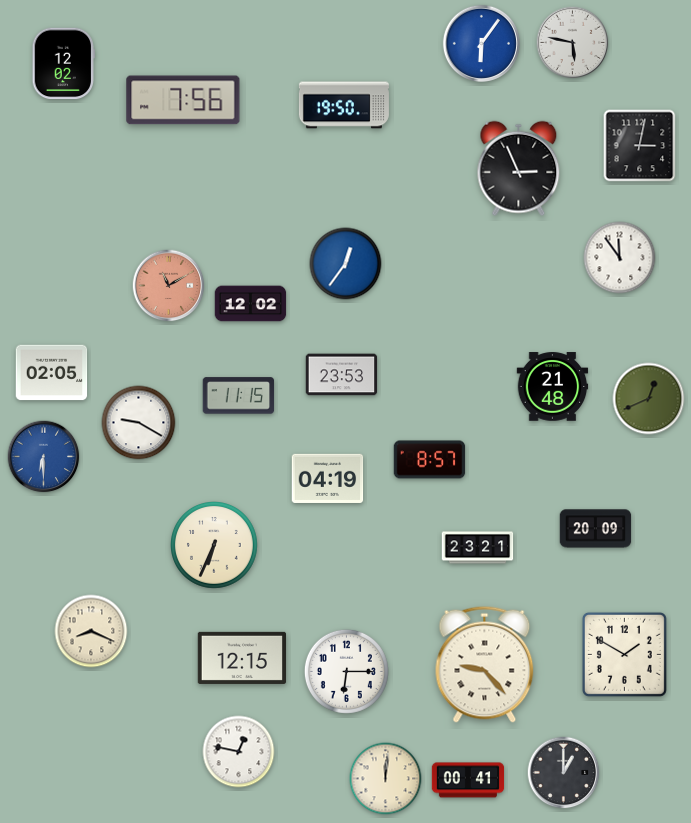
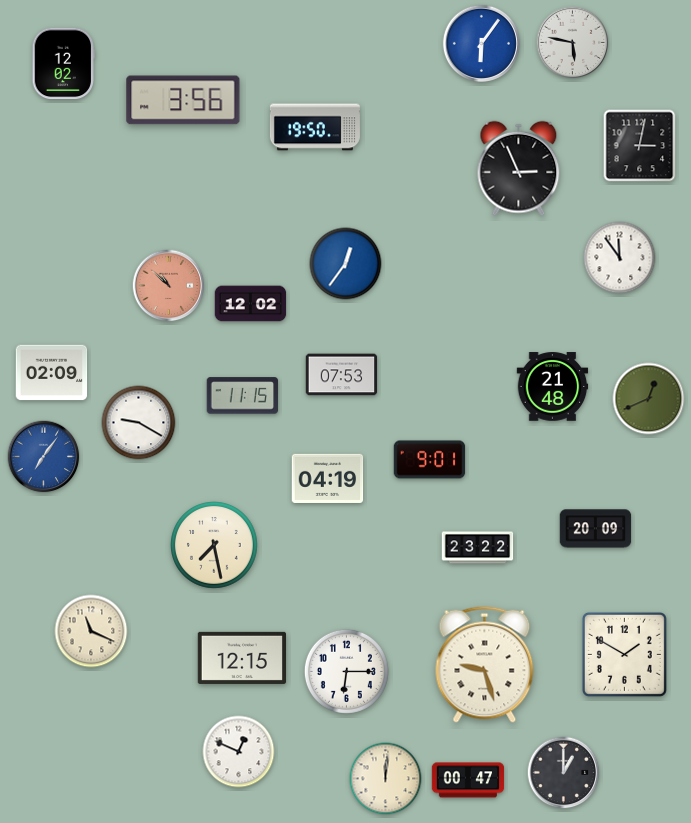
clock at (183, 100): 7:56 -> 3:56
clock at (344, 105) position: (344, 105) -> (315, 127)
clock at (169, 286): 11:10 -> 10:52
clock at (52, 373): 02:05 -> 02:09
clock at (342, 375): 23:53 -> 07:53
clock at (239, 396) position: (239, 396) -> (243, 396)
clock at (44, 457): 6:30 -> 7:06
clock at (430, 460): 8:57 -> 9:01
clock at (215, 546): 6:34 -> 7:28
clock at (478, 548): 23:21 -> 23:22
clock at (91, 631): 8:19 -> 11:19
clock at (485, 664): 9:23 -> 9:27
clock at (239, 752): 12:47 -> 12:49
clock at (468, 780): 00:41 -> 00:47
